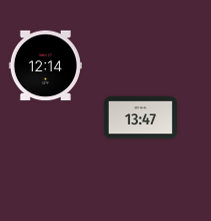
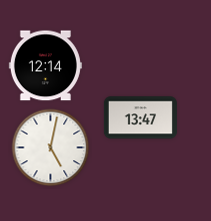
clock at (51, 148): none -> 5:02
